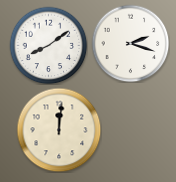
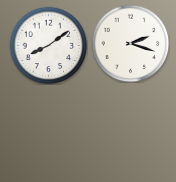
clock at (59, 130): 12:01 -> none
